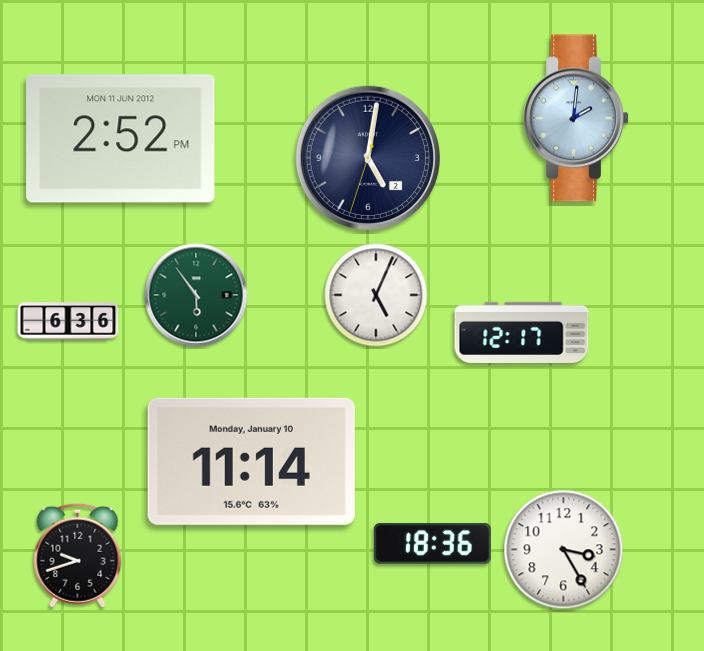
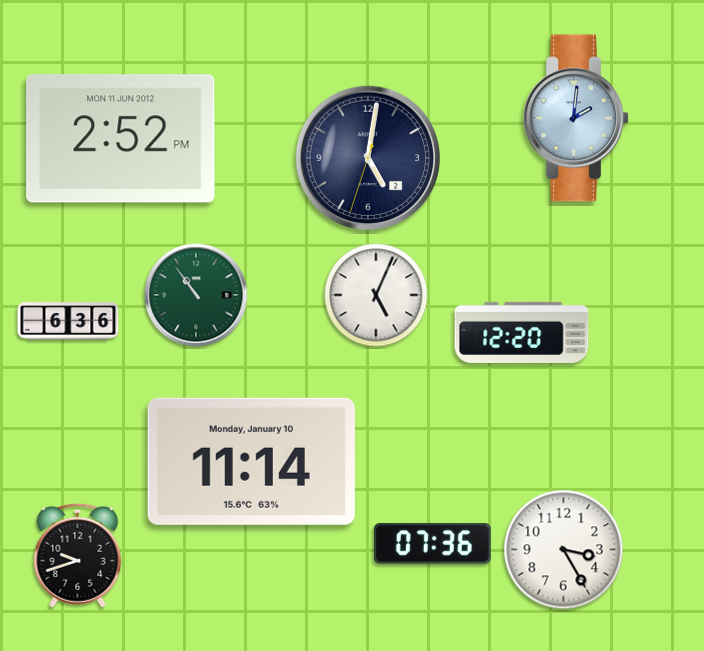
clock at (196, 295): 5:54 -> 10:54
clock at (522, 332): 12:17 -> 12:20
clock at (432, 544): 18:36 -> 07:36
